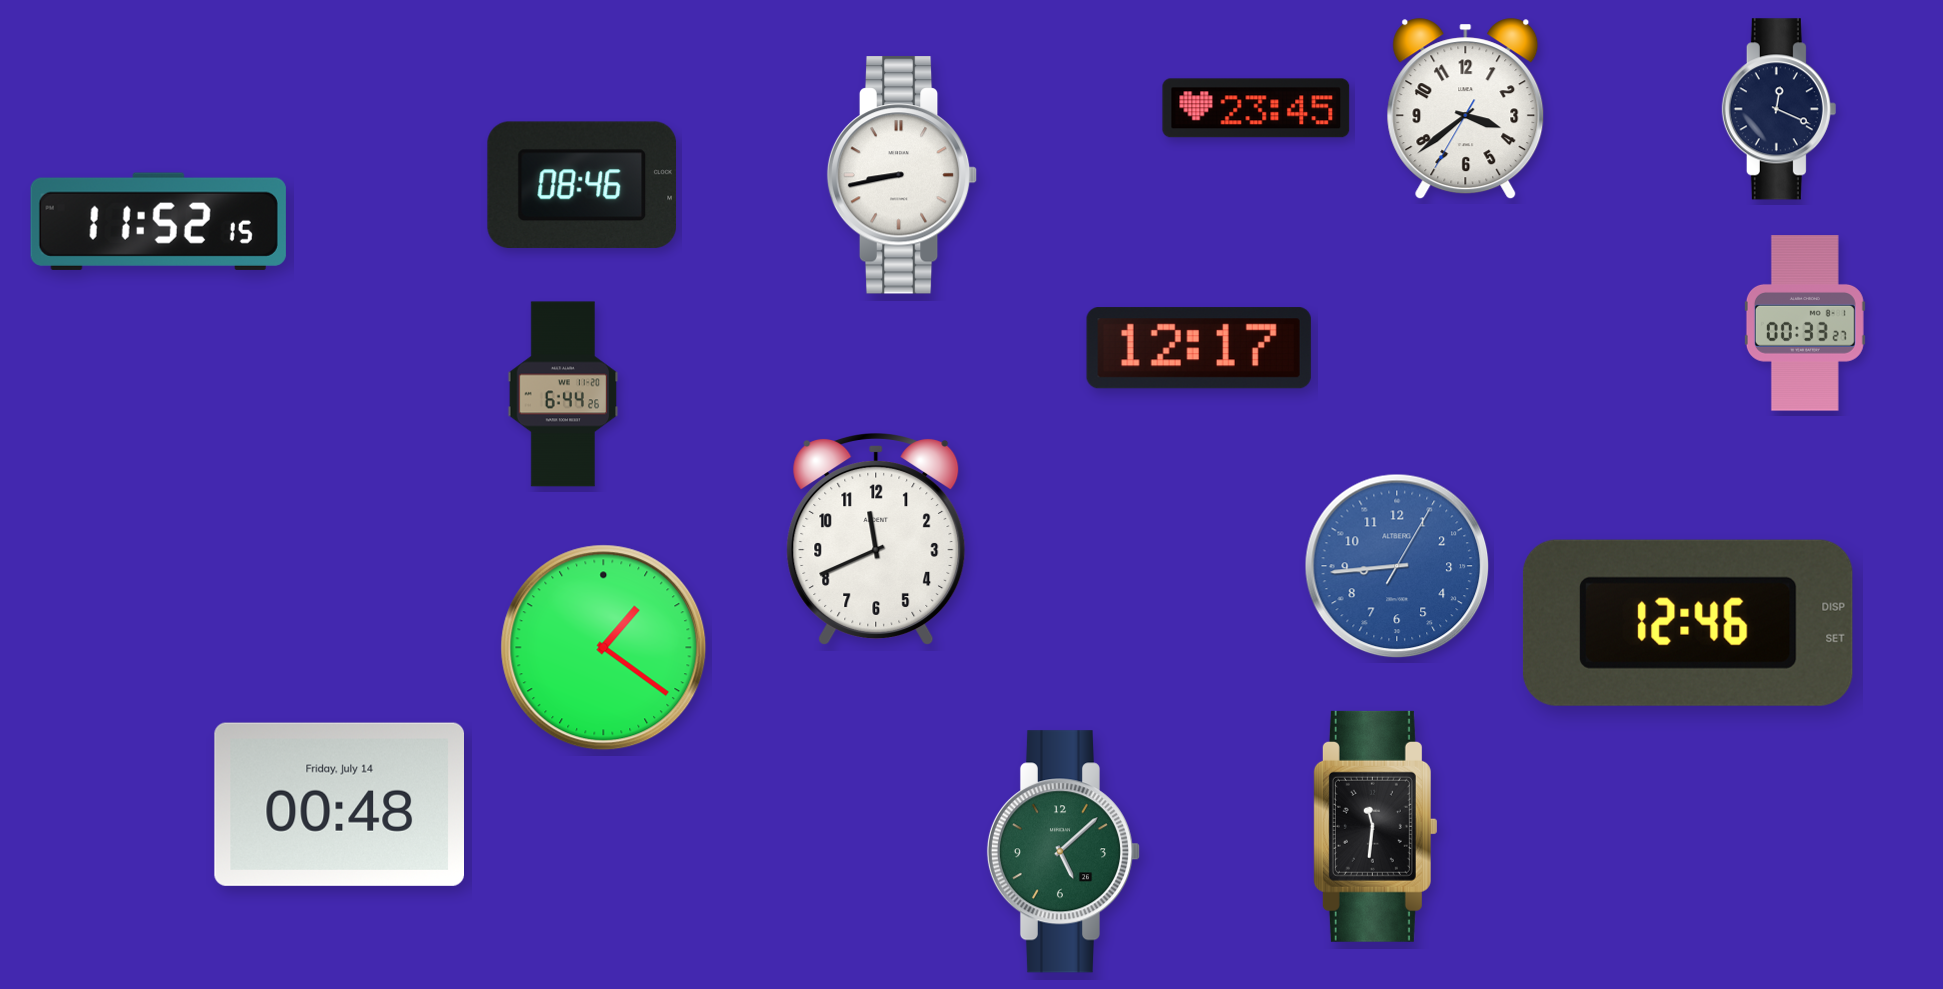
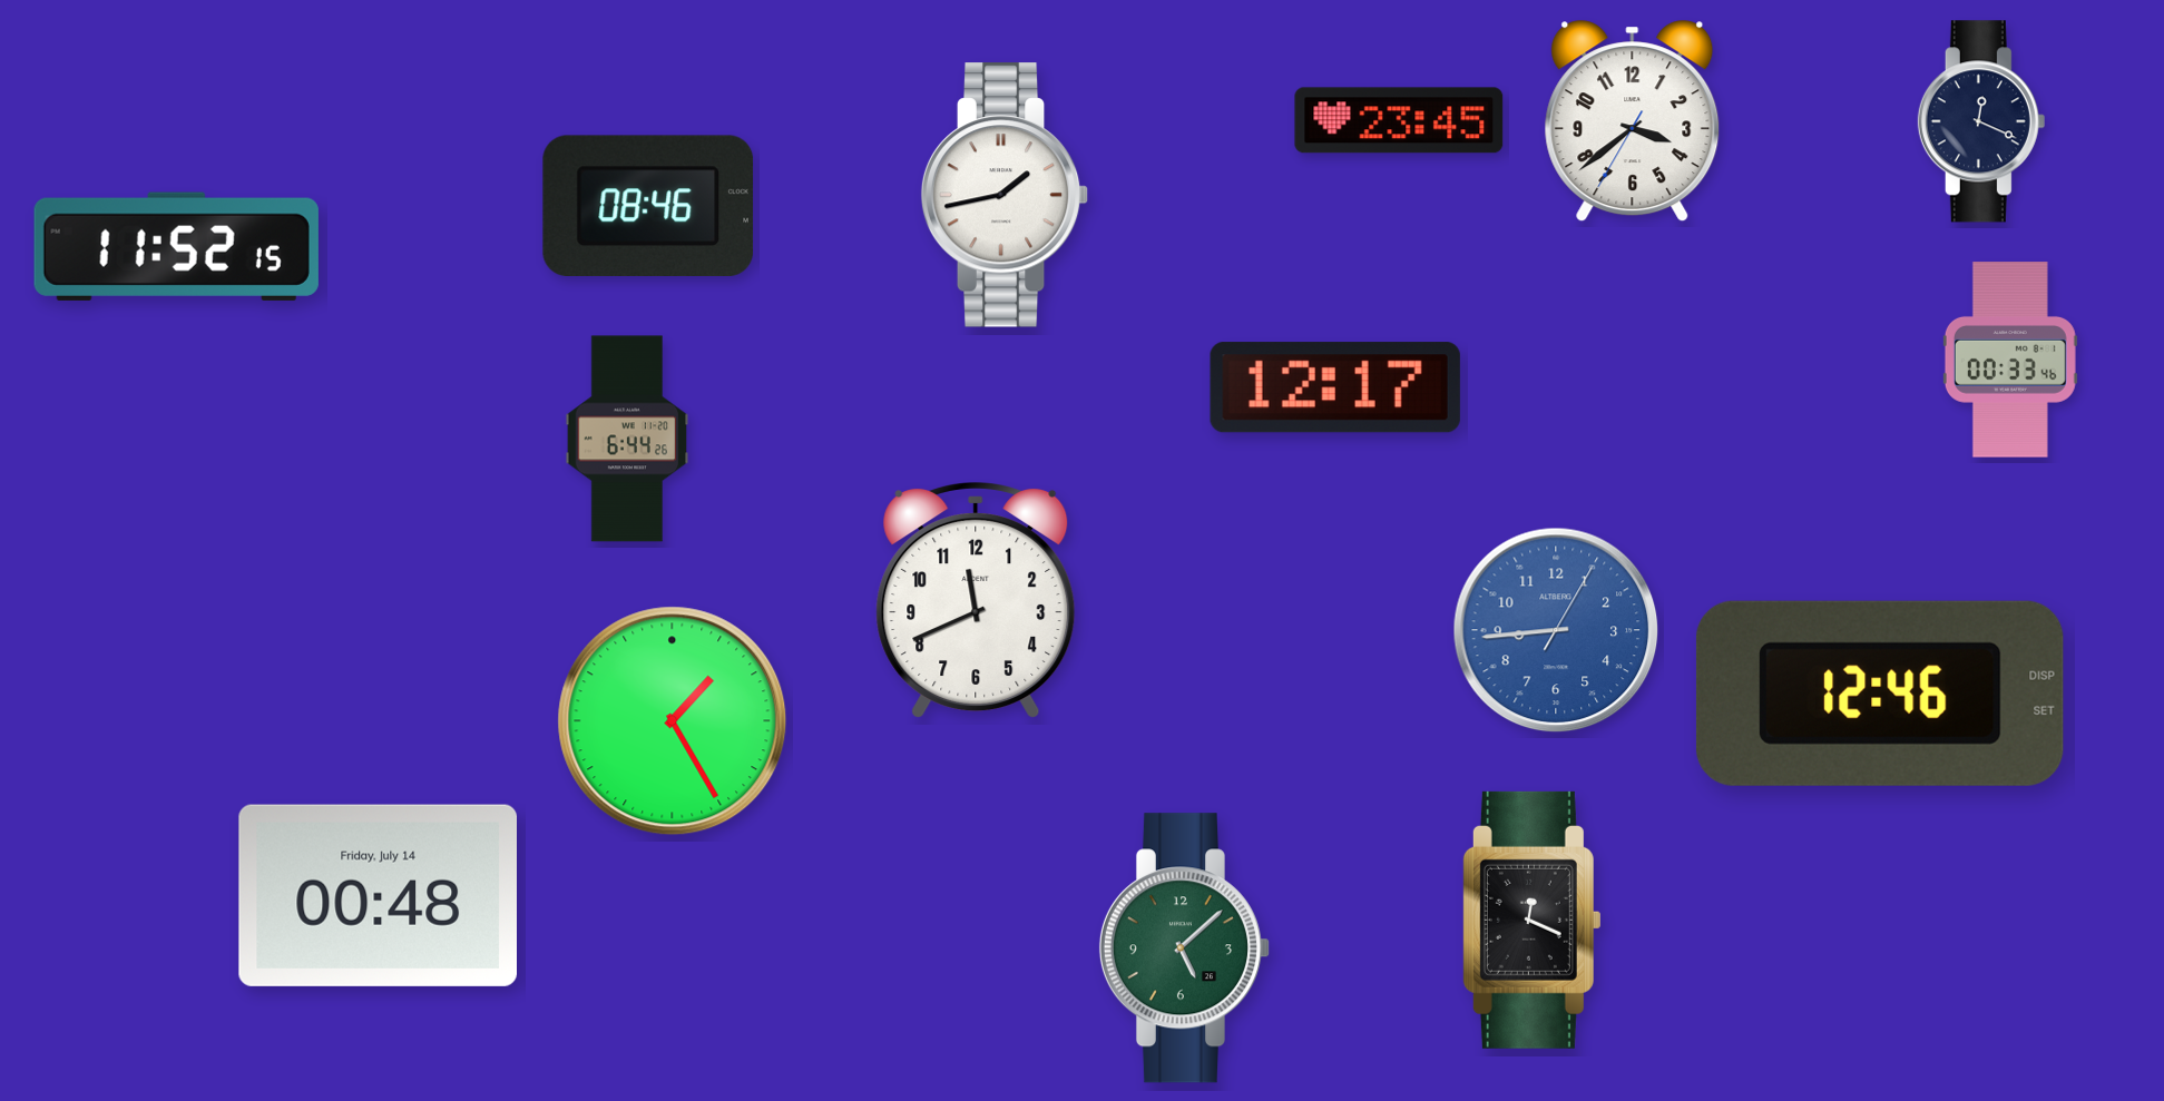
clock at (902, 175): 8:43 -> 1:43
clock at (1805, 323): 00:33:27 -> 00:33:46
clock at (604, 648): 1:21 -> 1:25
clock at (1375, 826): 11:31 -> 12:19
